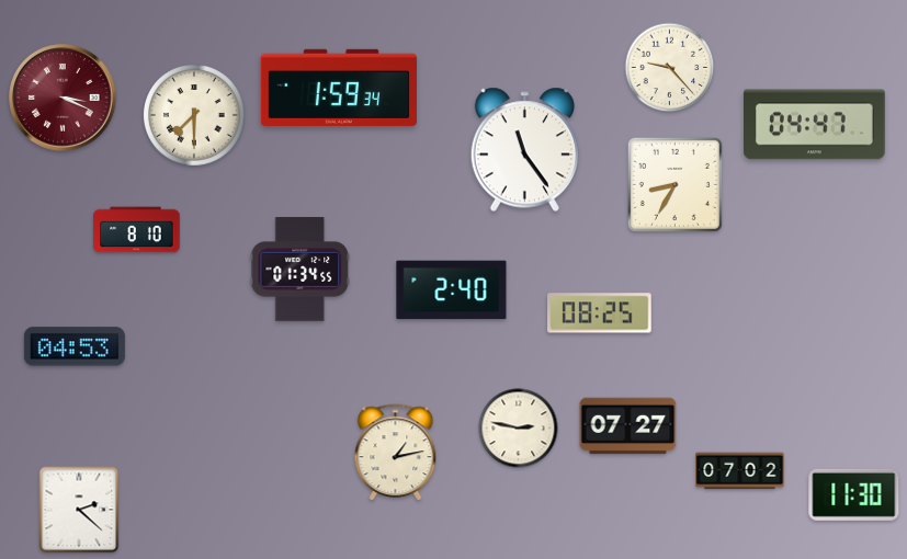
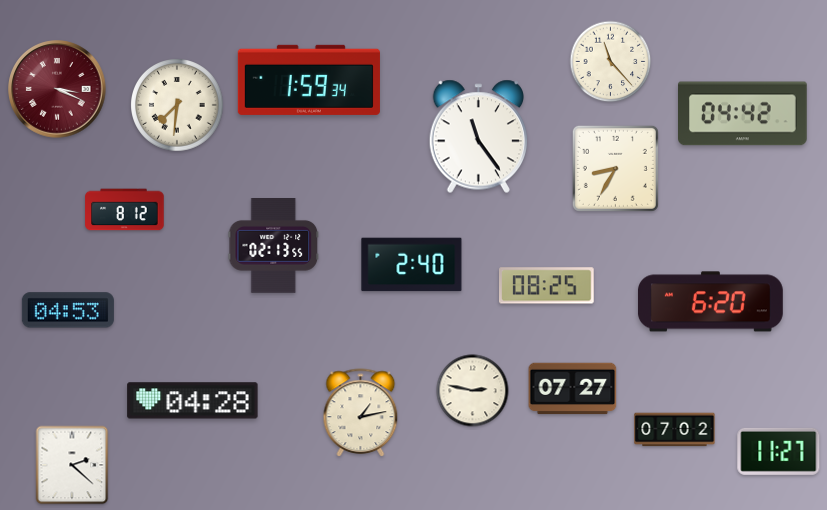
clock at (670, 68): 9:23 -> 11:23
clock at (195, 116): 7:30 -> 7:31
clock at (815, 125): 04:47 -> 04:42
clock at (137, 230): 8:10 -> 8:12
clock at (299, 270): 01:34 -> 02:13
clock at (710, 302): none -> 6:20
clock at (75, 346) position: (75, 346) -> (68, 310)
clock at (193, 401): none -> 04:28
clock at (854, 494): 11:30 -> 11:27
